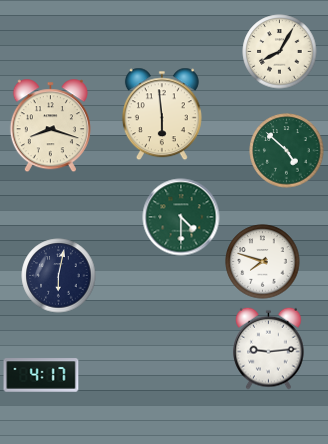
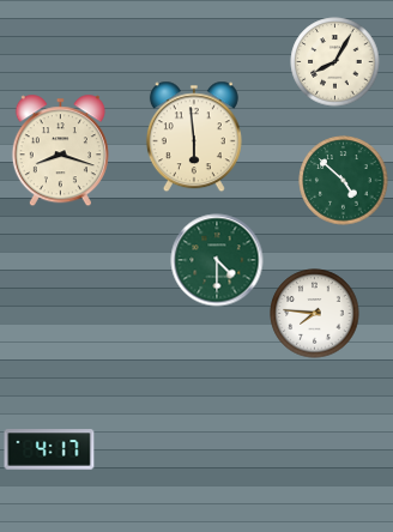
clock at (263, 262): 7:48 -> 7:46
clock at (59, 276): 6:02 -> none
clock at (269, 348): 9:14 -> none
